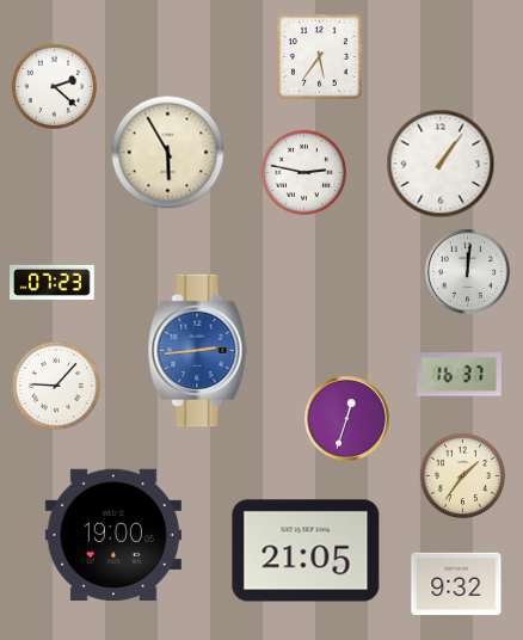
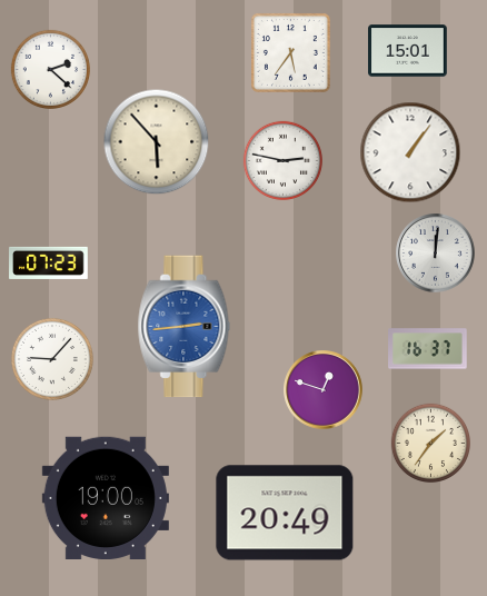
clock at (408, 51): none -> 15:01
clock at (319, 56) position: (319, 56) -> (290, 52)
clock at (54, 86) position: (54, 86) -> (50, 69)
clock at (168, 153): 5:55 -> 5:53
clock at (347, 419): 12:33 -> 12:48
clock at (306, 550): 21:05 -> 20:49
clock at (456, 584): 9:32 -> none
